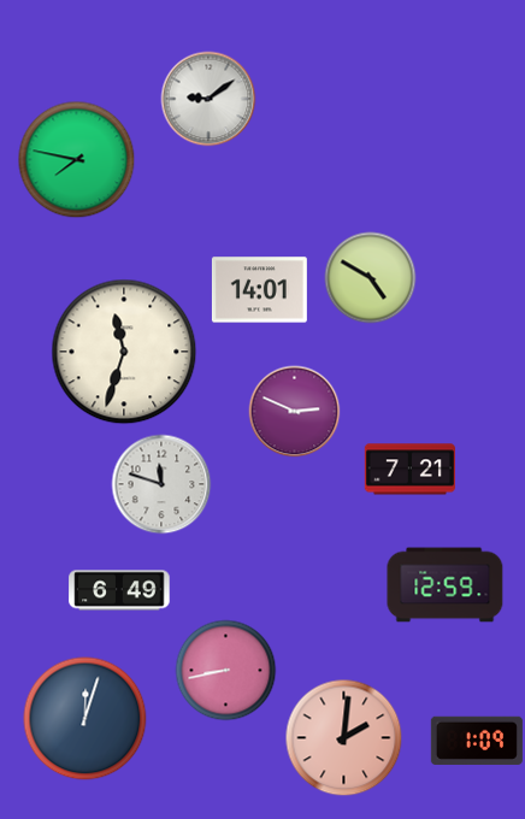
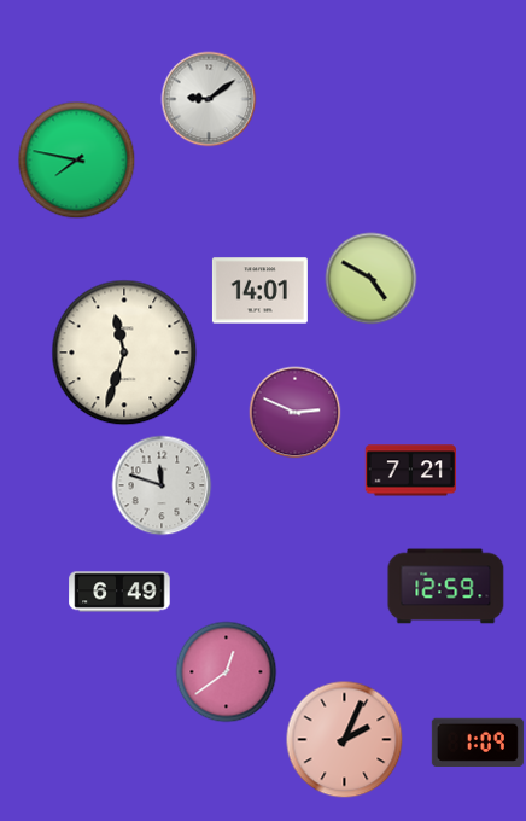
clock at (226, 671): 8:43 -> 12:39
clock at (85, 719): 12:03 -> none
clock at (344, 738): 2:01 -> 2:04
